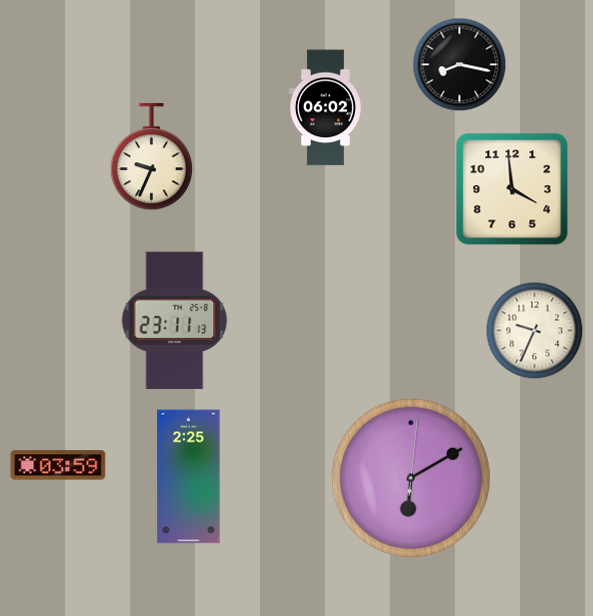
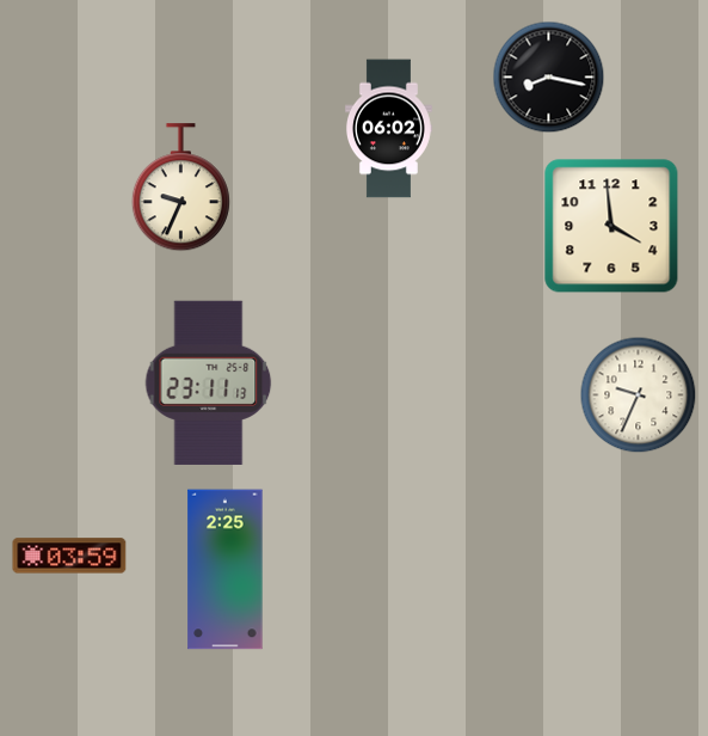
clock at (411, 478): 6:10 -> none
